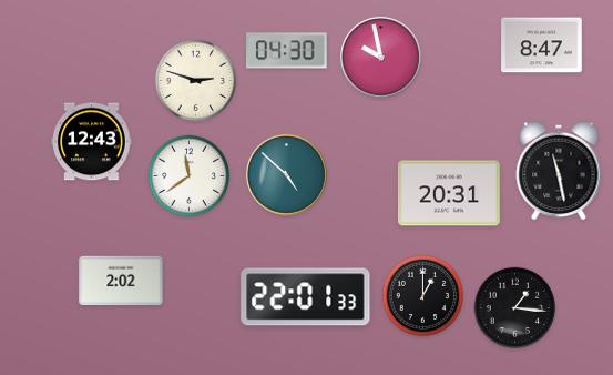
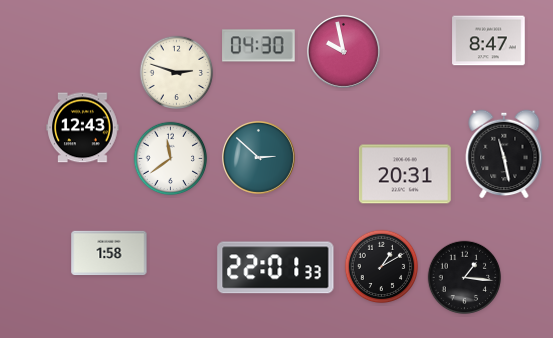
clock at (286, 174): 4:52 -> 2:52
clock at (121, 281): 2:02 -> 1:58
clock at (423, 296): 1:00 -> 1:10
